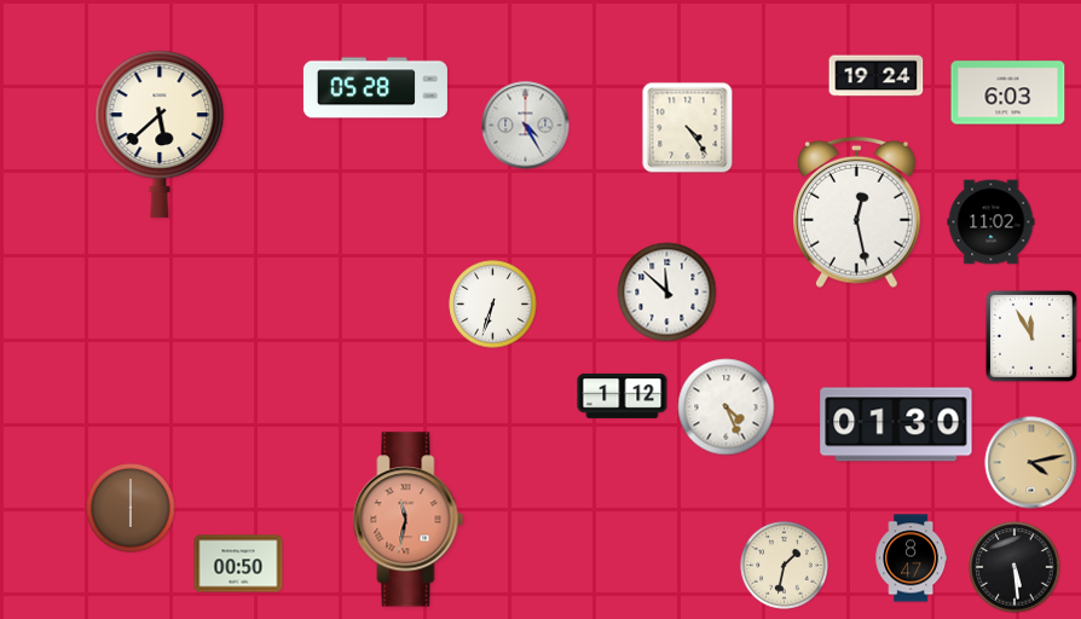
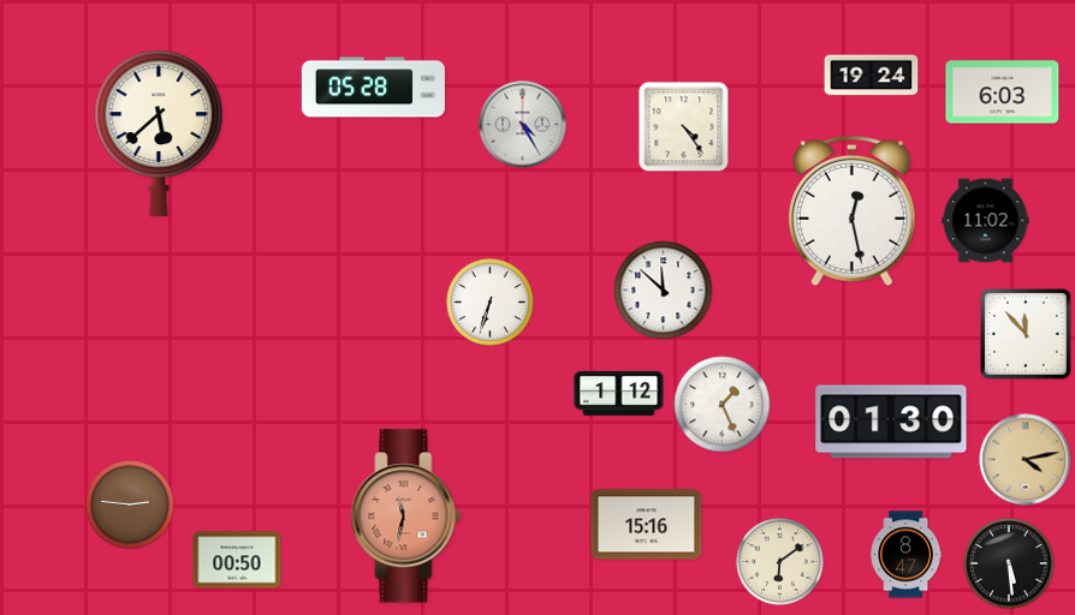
clock at (1031, 336): 11:55 -> 11:53
clock at (727, 407): 4:26 -> 1:26
clock at (131, 508): 6:00 -> 2:46
clock at (647, 525): none -> 15:16
clock at (785, 566): 1:32 -> 6:09
